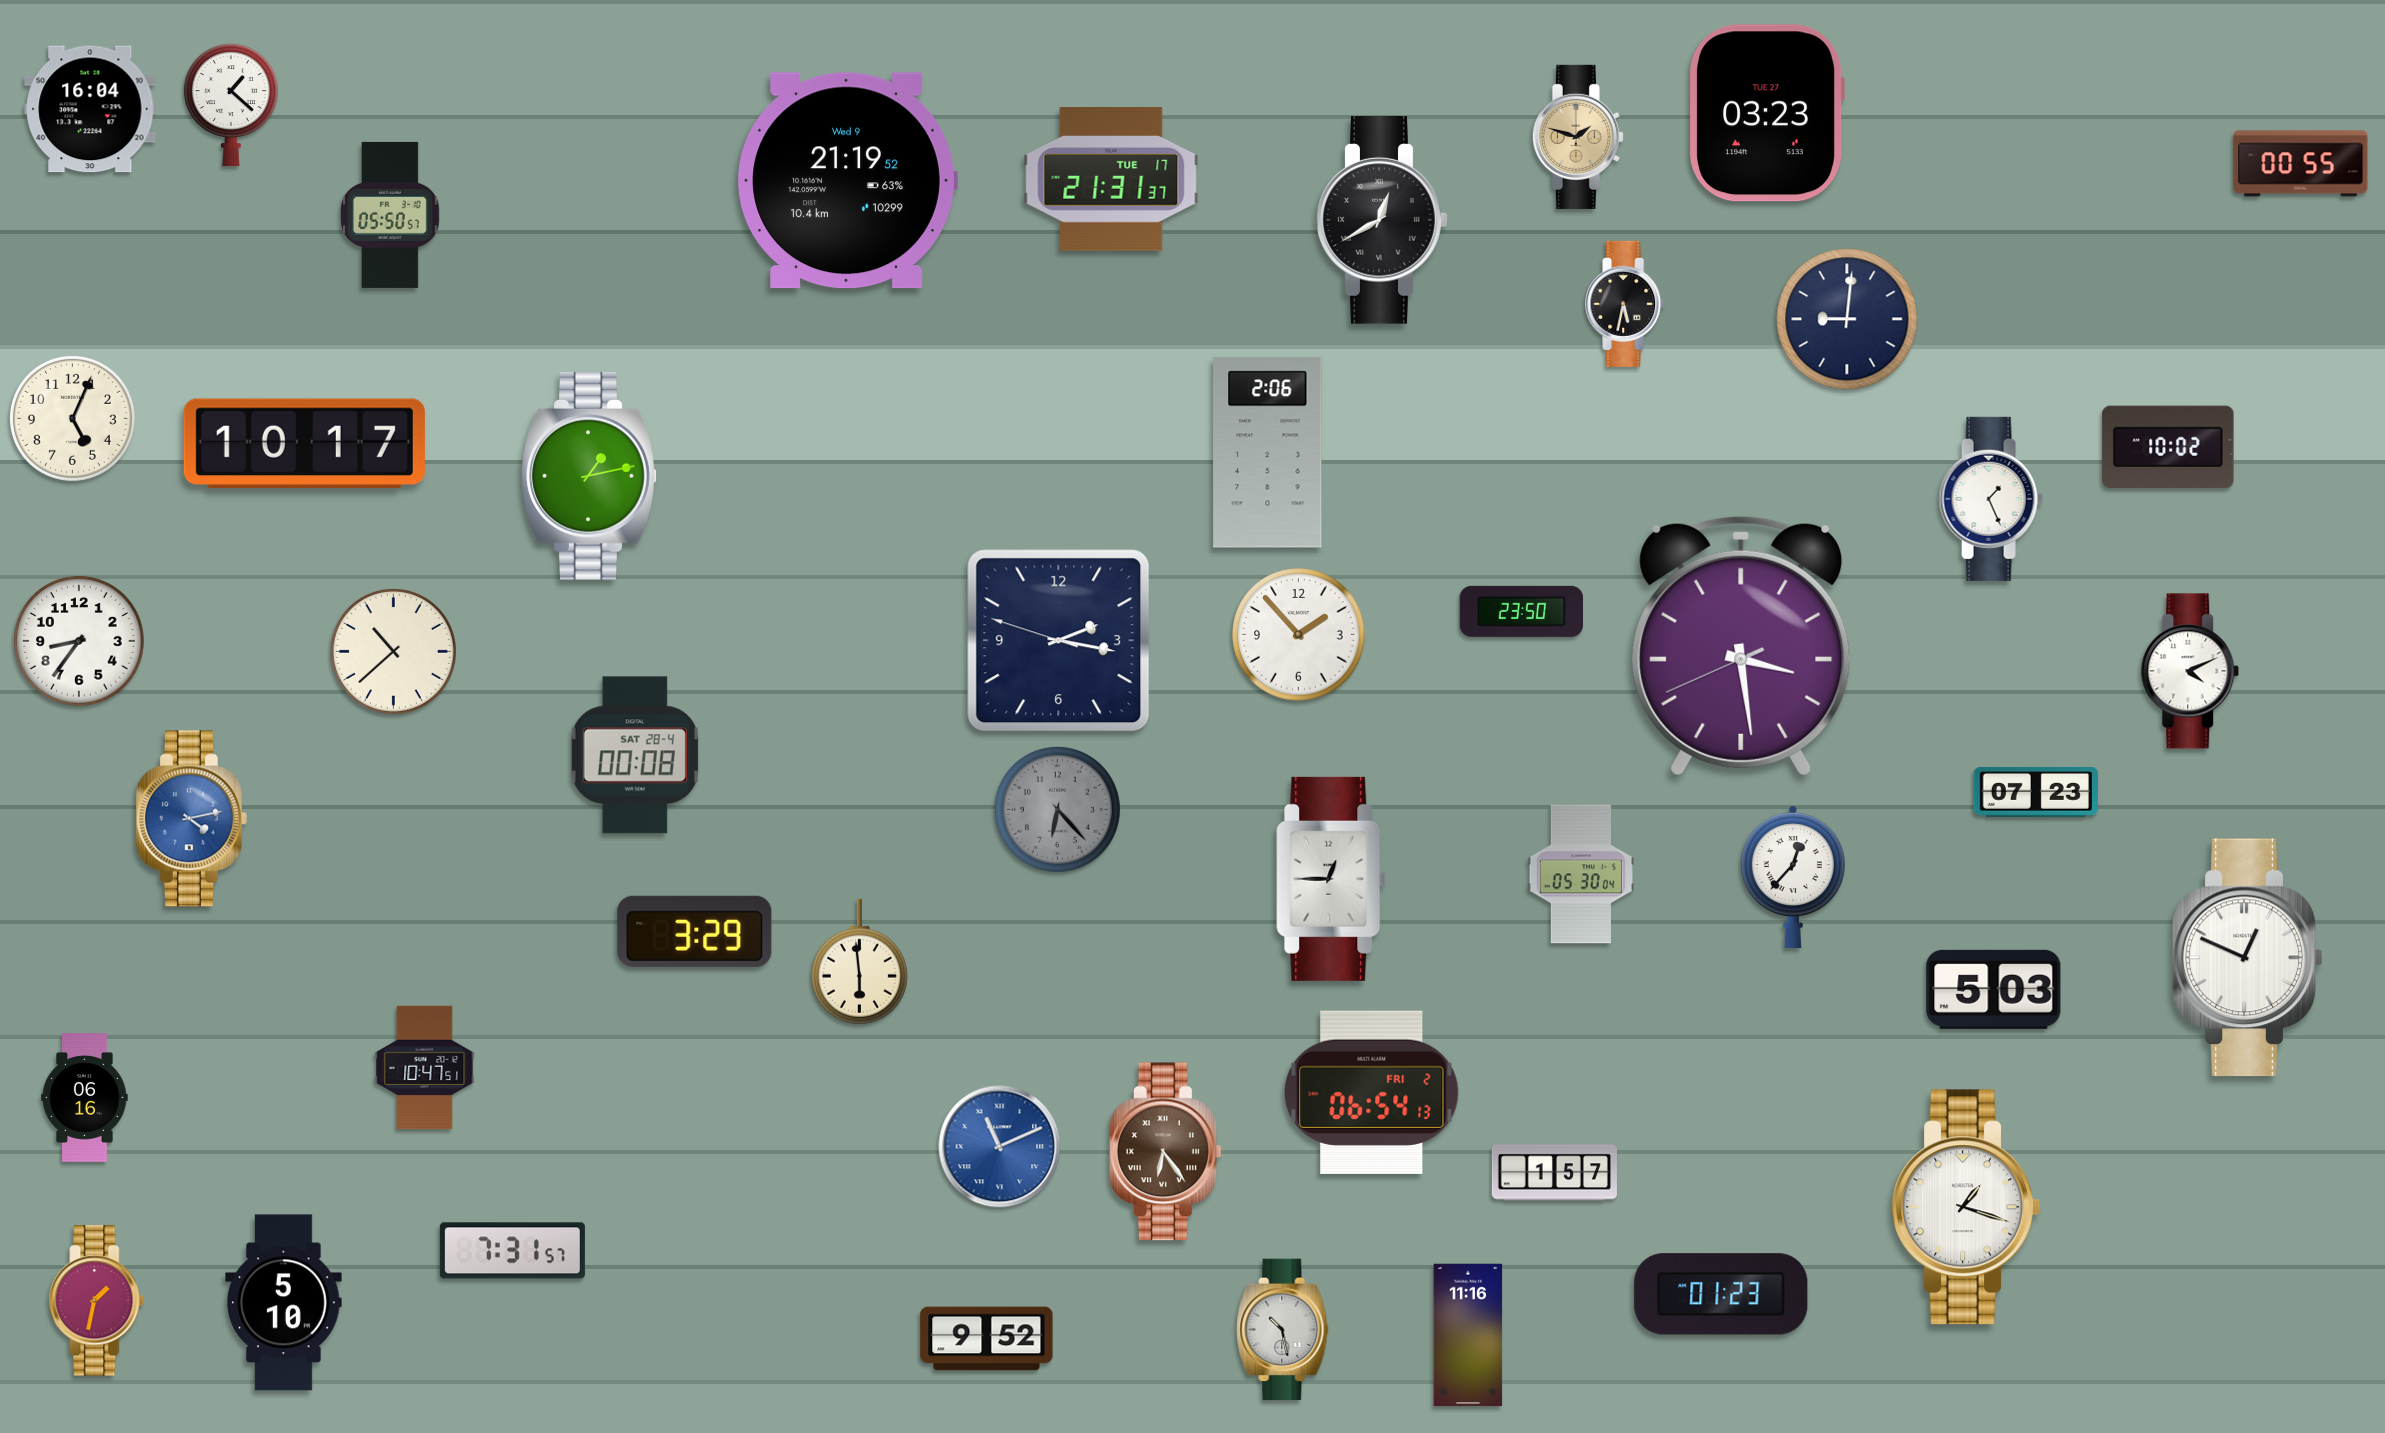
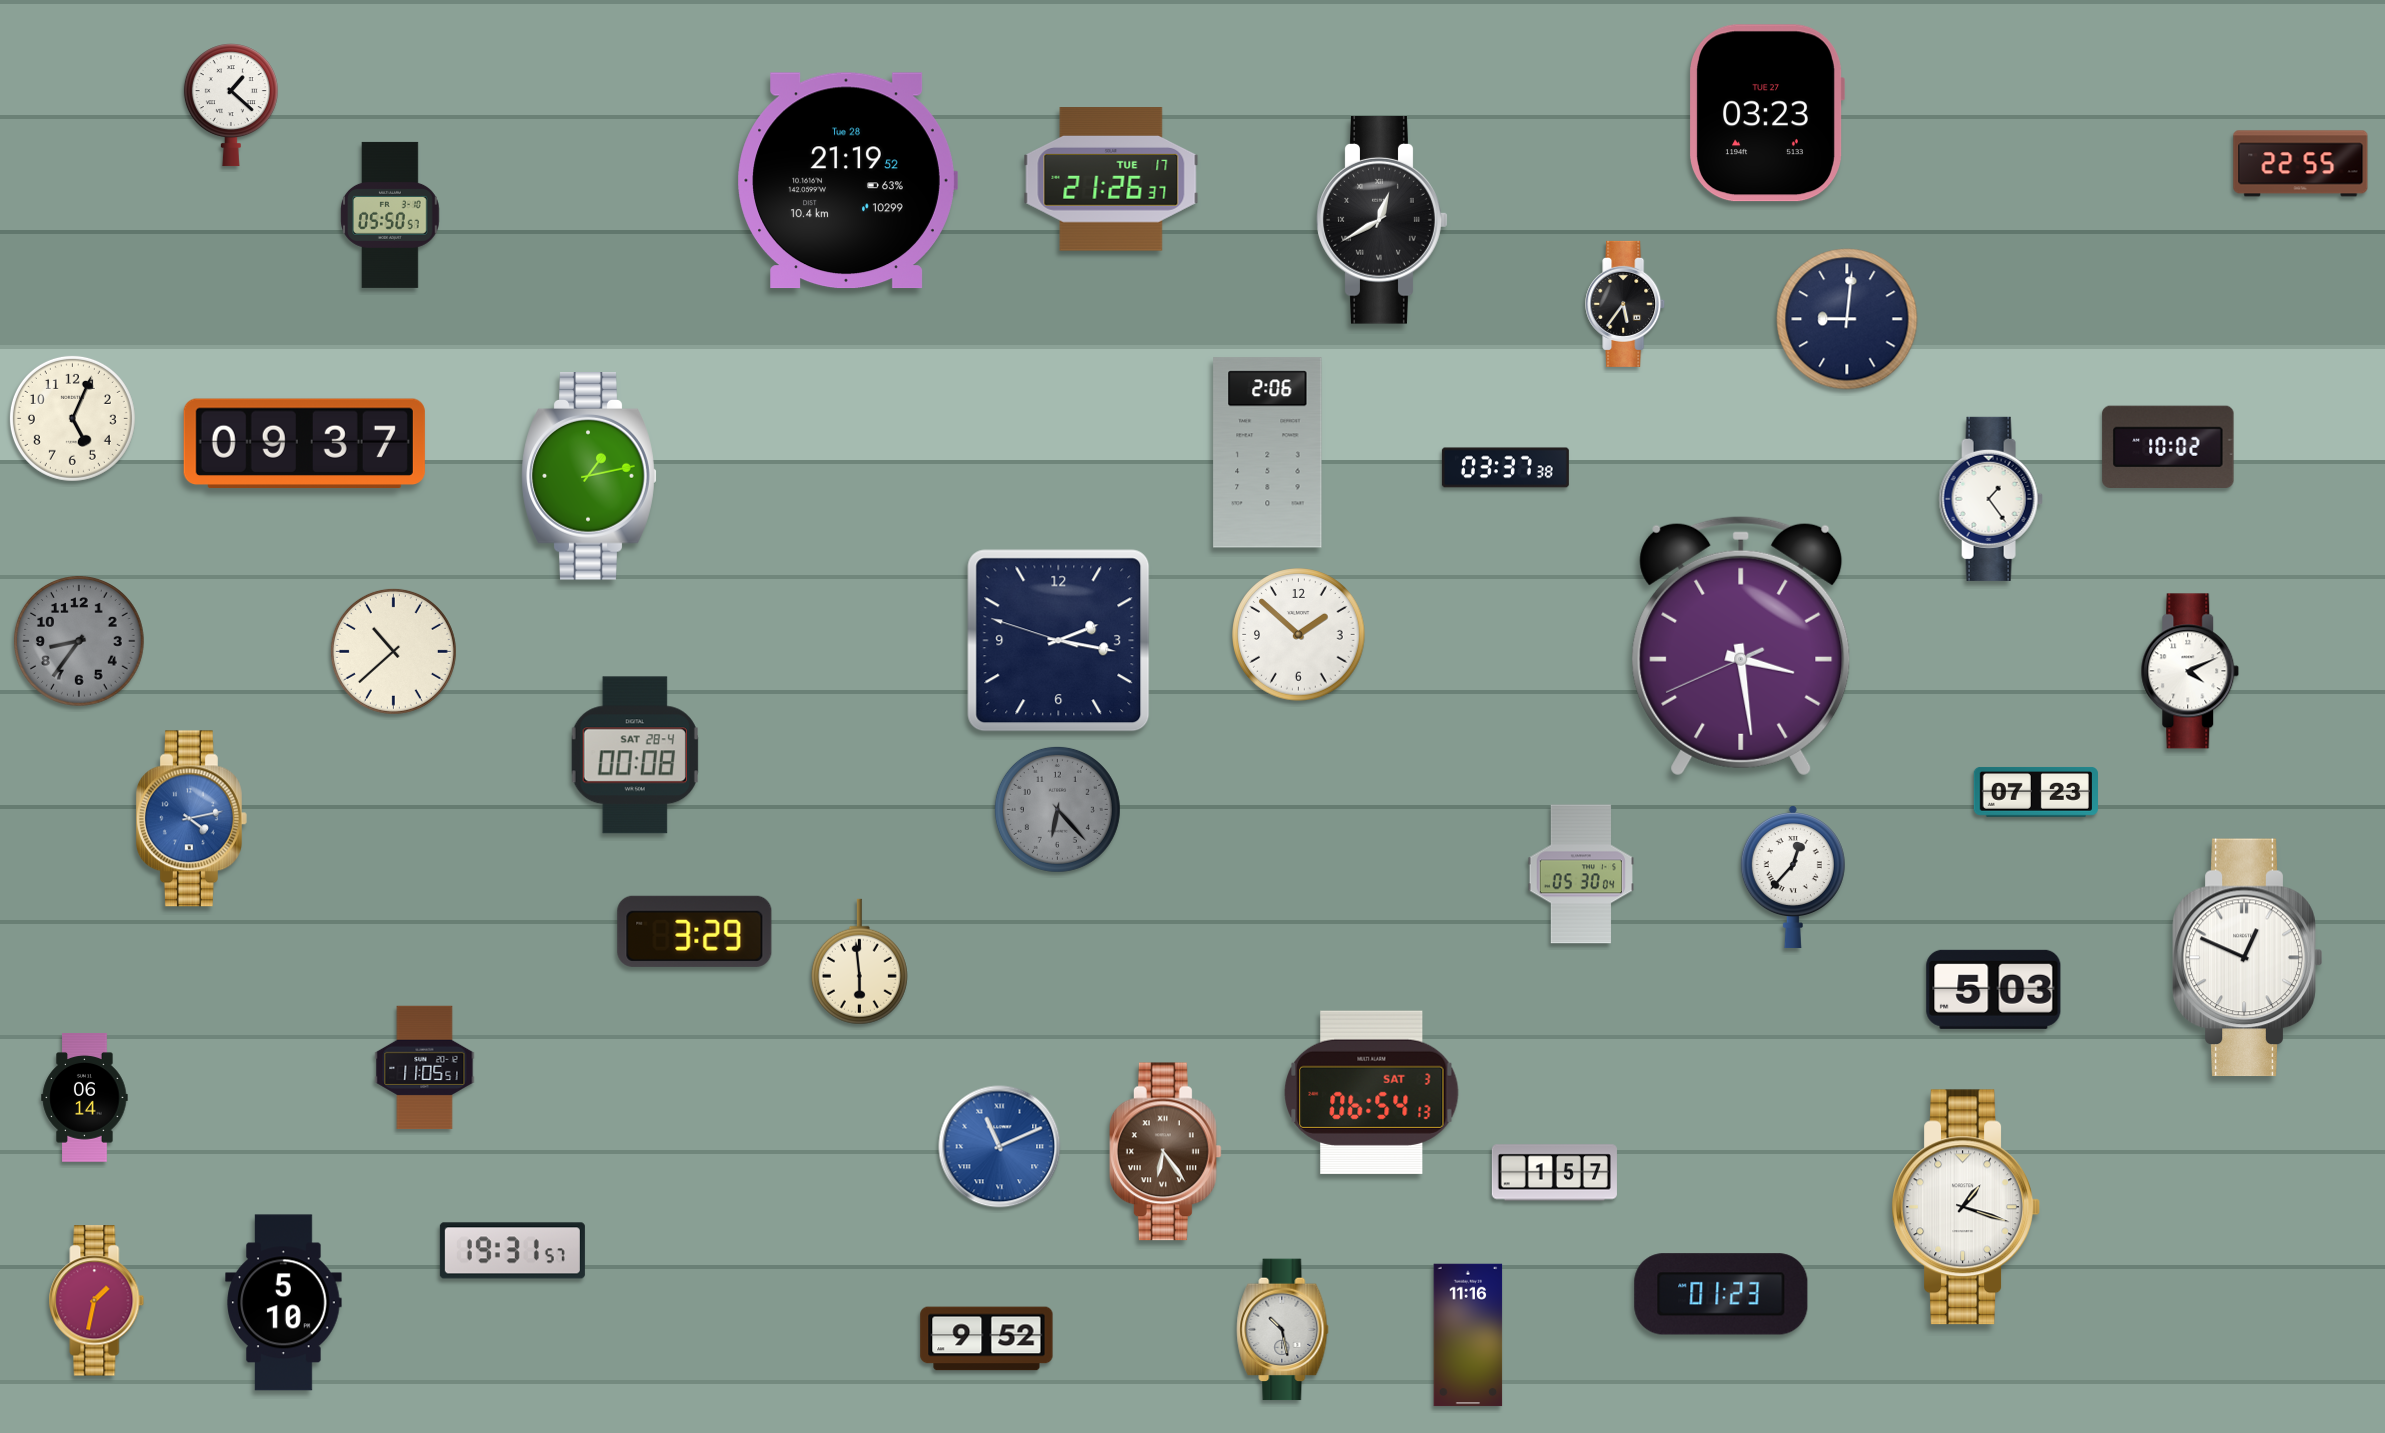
clock at (90, 109): 16:04 -> none
clock at (1578, 137): 1:48 -> none
clock at (2301, 164): 00:55 -> 22:55
clock at (1111, 179): 21:31 -> 21:26
clock at (847, 181) date: Wed 9 -> Tue 28
clock at (1626, 304): 5:32 -> 5:36
clock at (304, 444): 10:17 -> 09:37
clock at (1505, 468): none -> 03:37
clock at (1991, 499): 1:26 -> 1:24
clock at (1521, 611): 23:50 -> none
clock at (1299, 635): 1:53 -> 1:52
clock at (80, 642) dial: white -> grey
clock at (1331, 879): 12:45 -> none
clock at (425, 1068): 10:47 -> 11:05
clock at (1372, 1092) date: FRI 2 -> SAT 3
clock at (85, 1098): 06:16 -> 06:14
clock at (512, 1251): 7:31 -> 19:31
